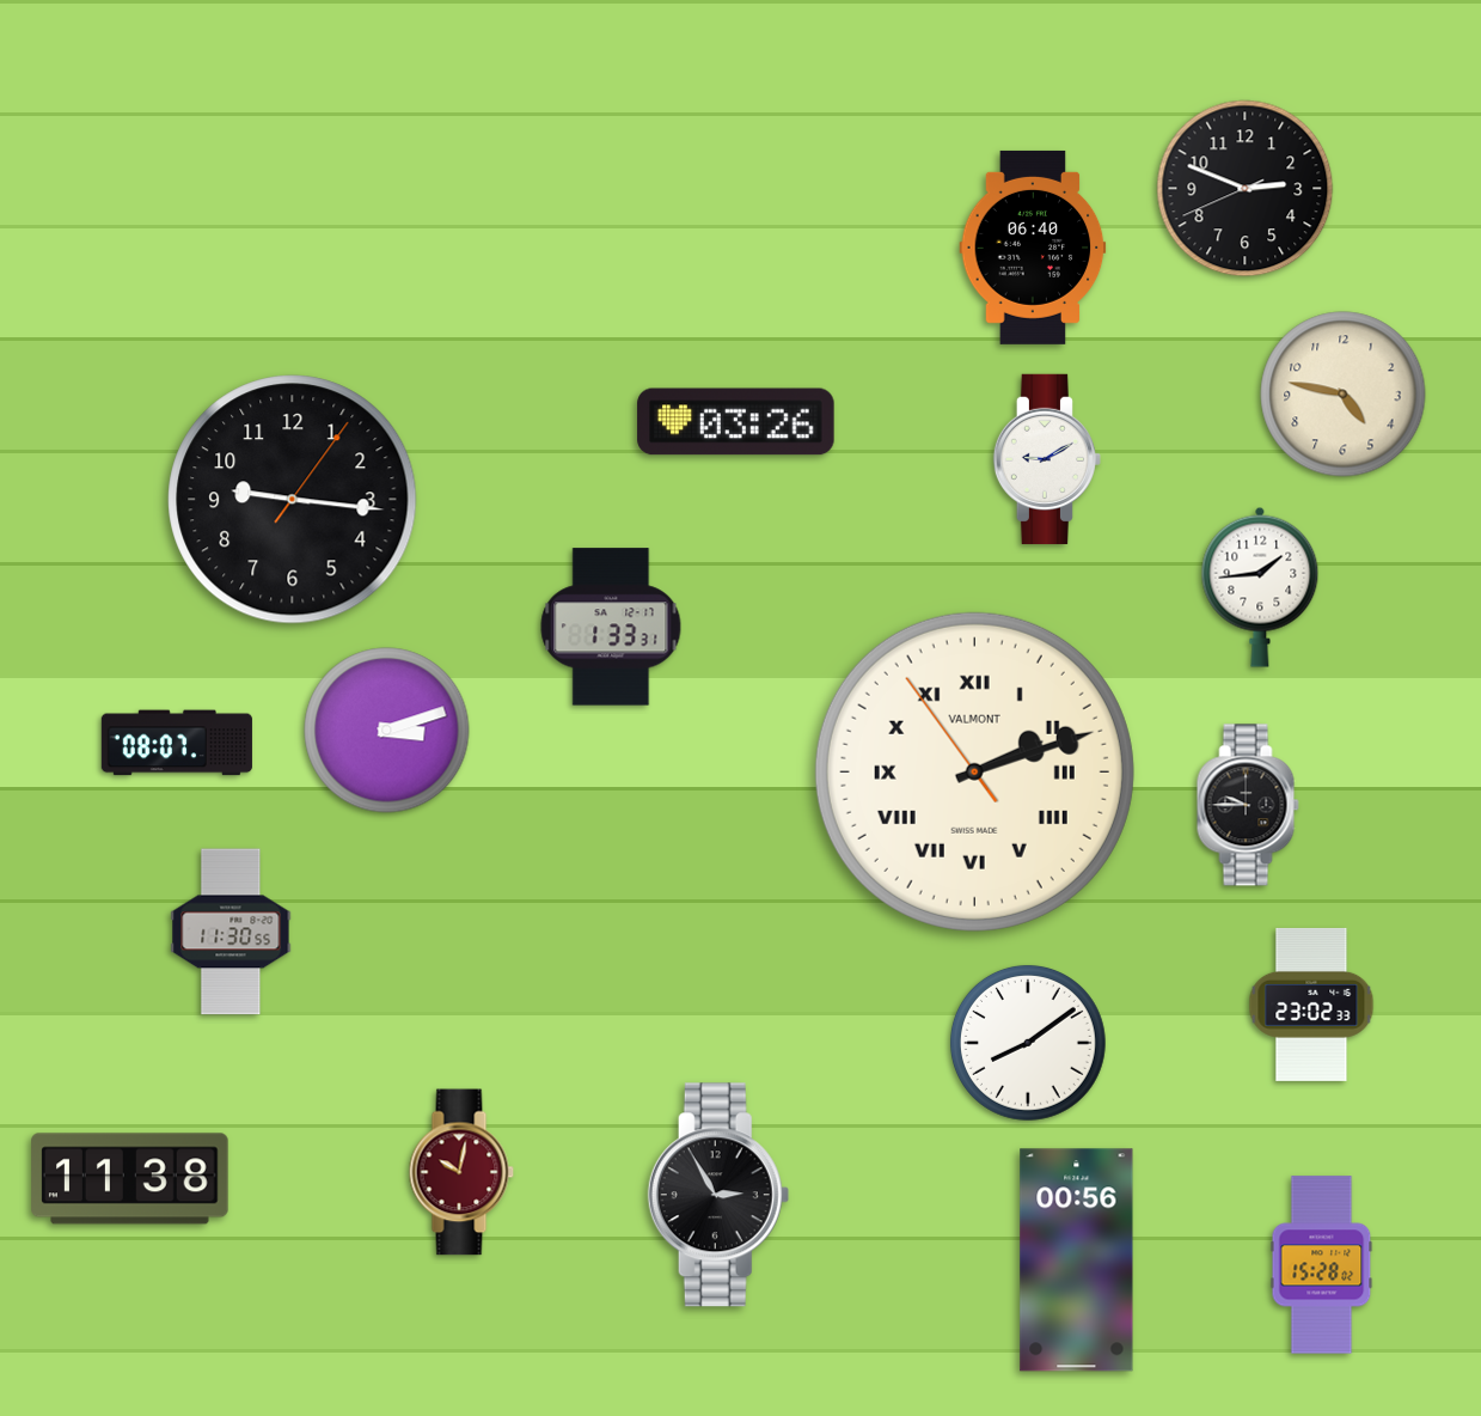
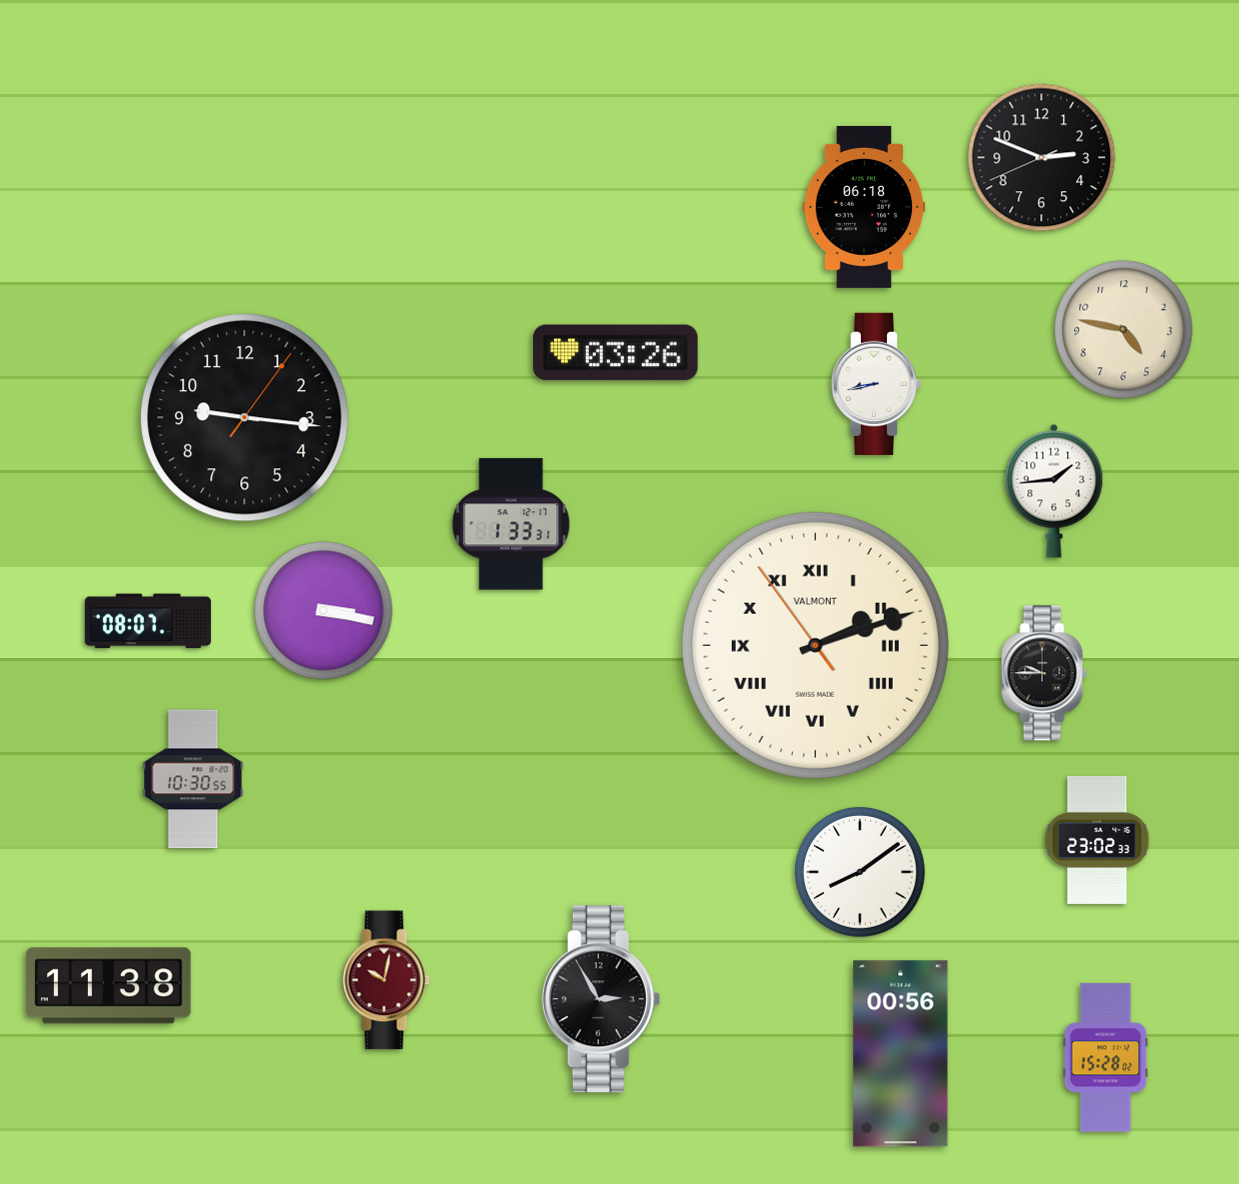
clock at (1033, 248): 06:40 -> 06:18
clock at (1046, 459): 9:10 -> 8:43
clock at (387, 731): 3:12 -> 3:17
clock at (231, 932): 11:30 -> 10:30
